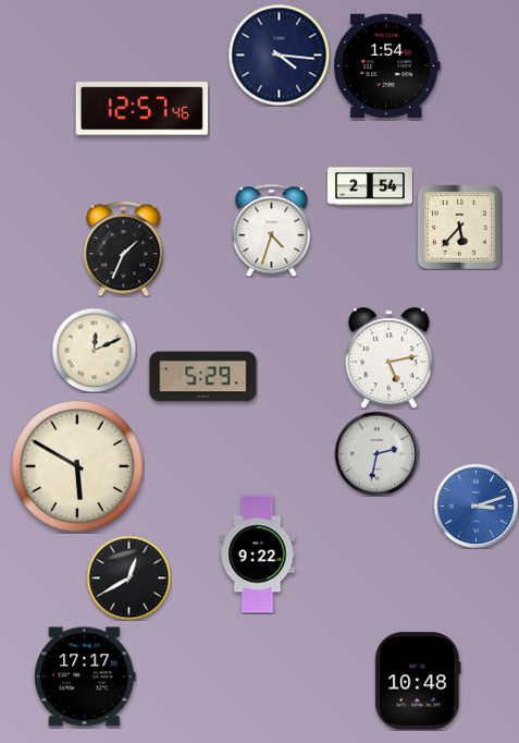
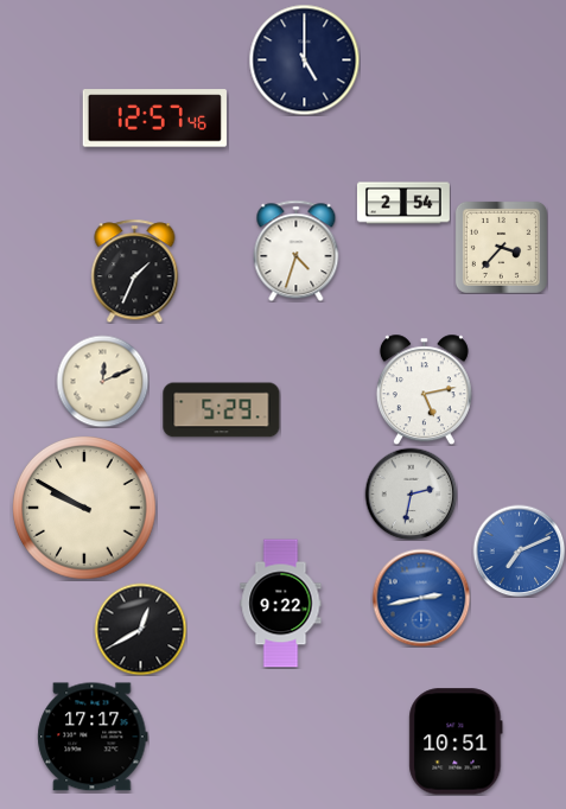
clock at (279, 54): 4:16 -> 5:00
clock at (387, 66): 1:54 -> none
clock at (459, 227): 5:37 -> 3:37
clock at (78, 467): 5:50 -> 9:50
clock at (475, 506): 3:12 -> 7:11
clock at (421, 598): none -> 2:43
clock at (418, 681): 10:48 -> 10:51
